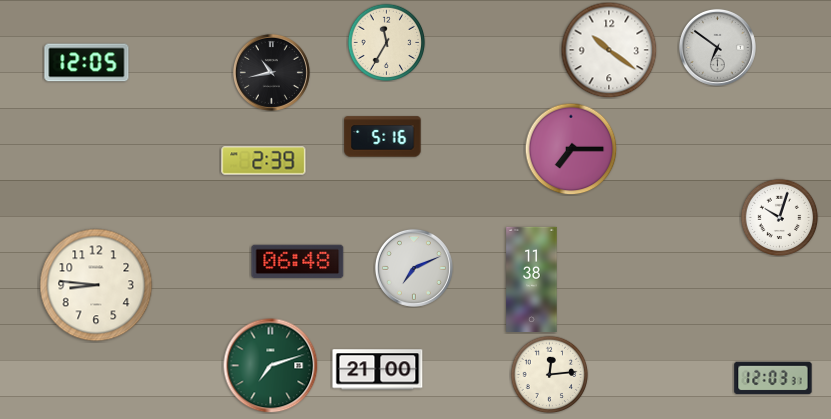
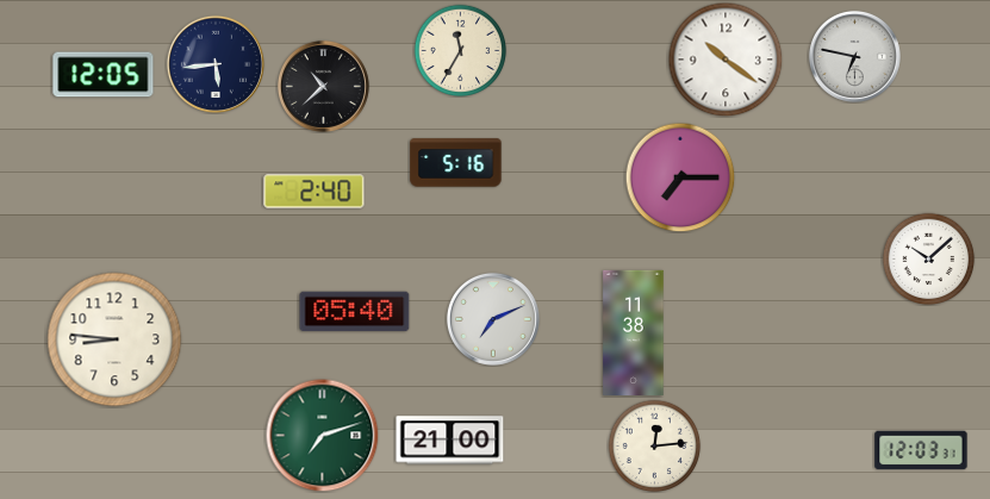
clock at (717, 47): 6:51 -> 6:47
clock at (214, 63): none -> 5:44
clock at (271, 72): 10:43 -> 10:38
clock at (264, 161): 2:39 -> 2:40
clock at (779, 217): 10:03 -> 10:08
clock at (298, 262): 06:48 -> 05:40
